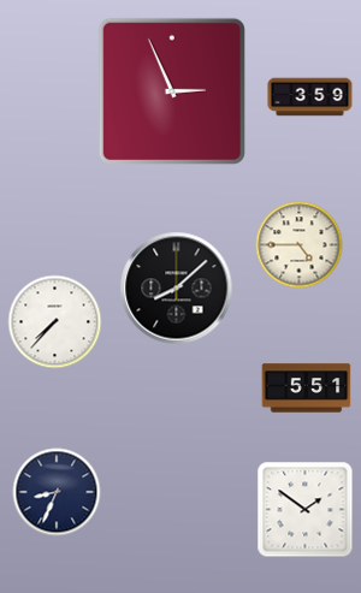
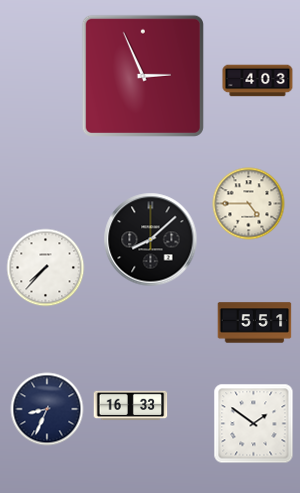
clock at (310, 97): 3:59 -> 4:03
clock at (177, 289) position: (177, 289) -> (151, 240)
clock at (131, 406): none -> 16:33
